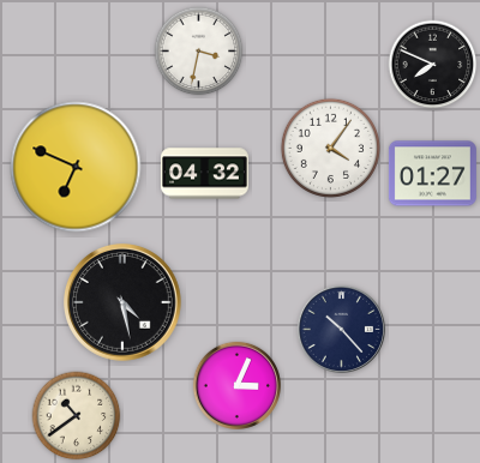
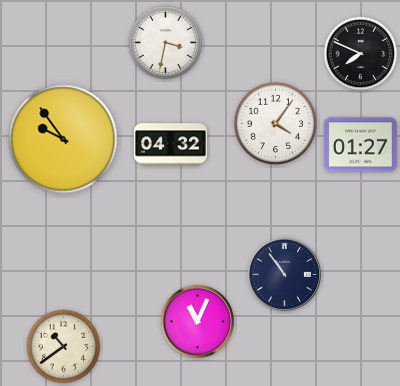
clock at (76, 167): 6:49 -> 9:54
clock at (124, 303): 4:28 -> none
clock at (341, 329): 10:23 -> 10:54
clock at (236, 385): 3:04 -> 11:04
